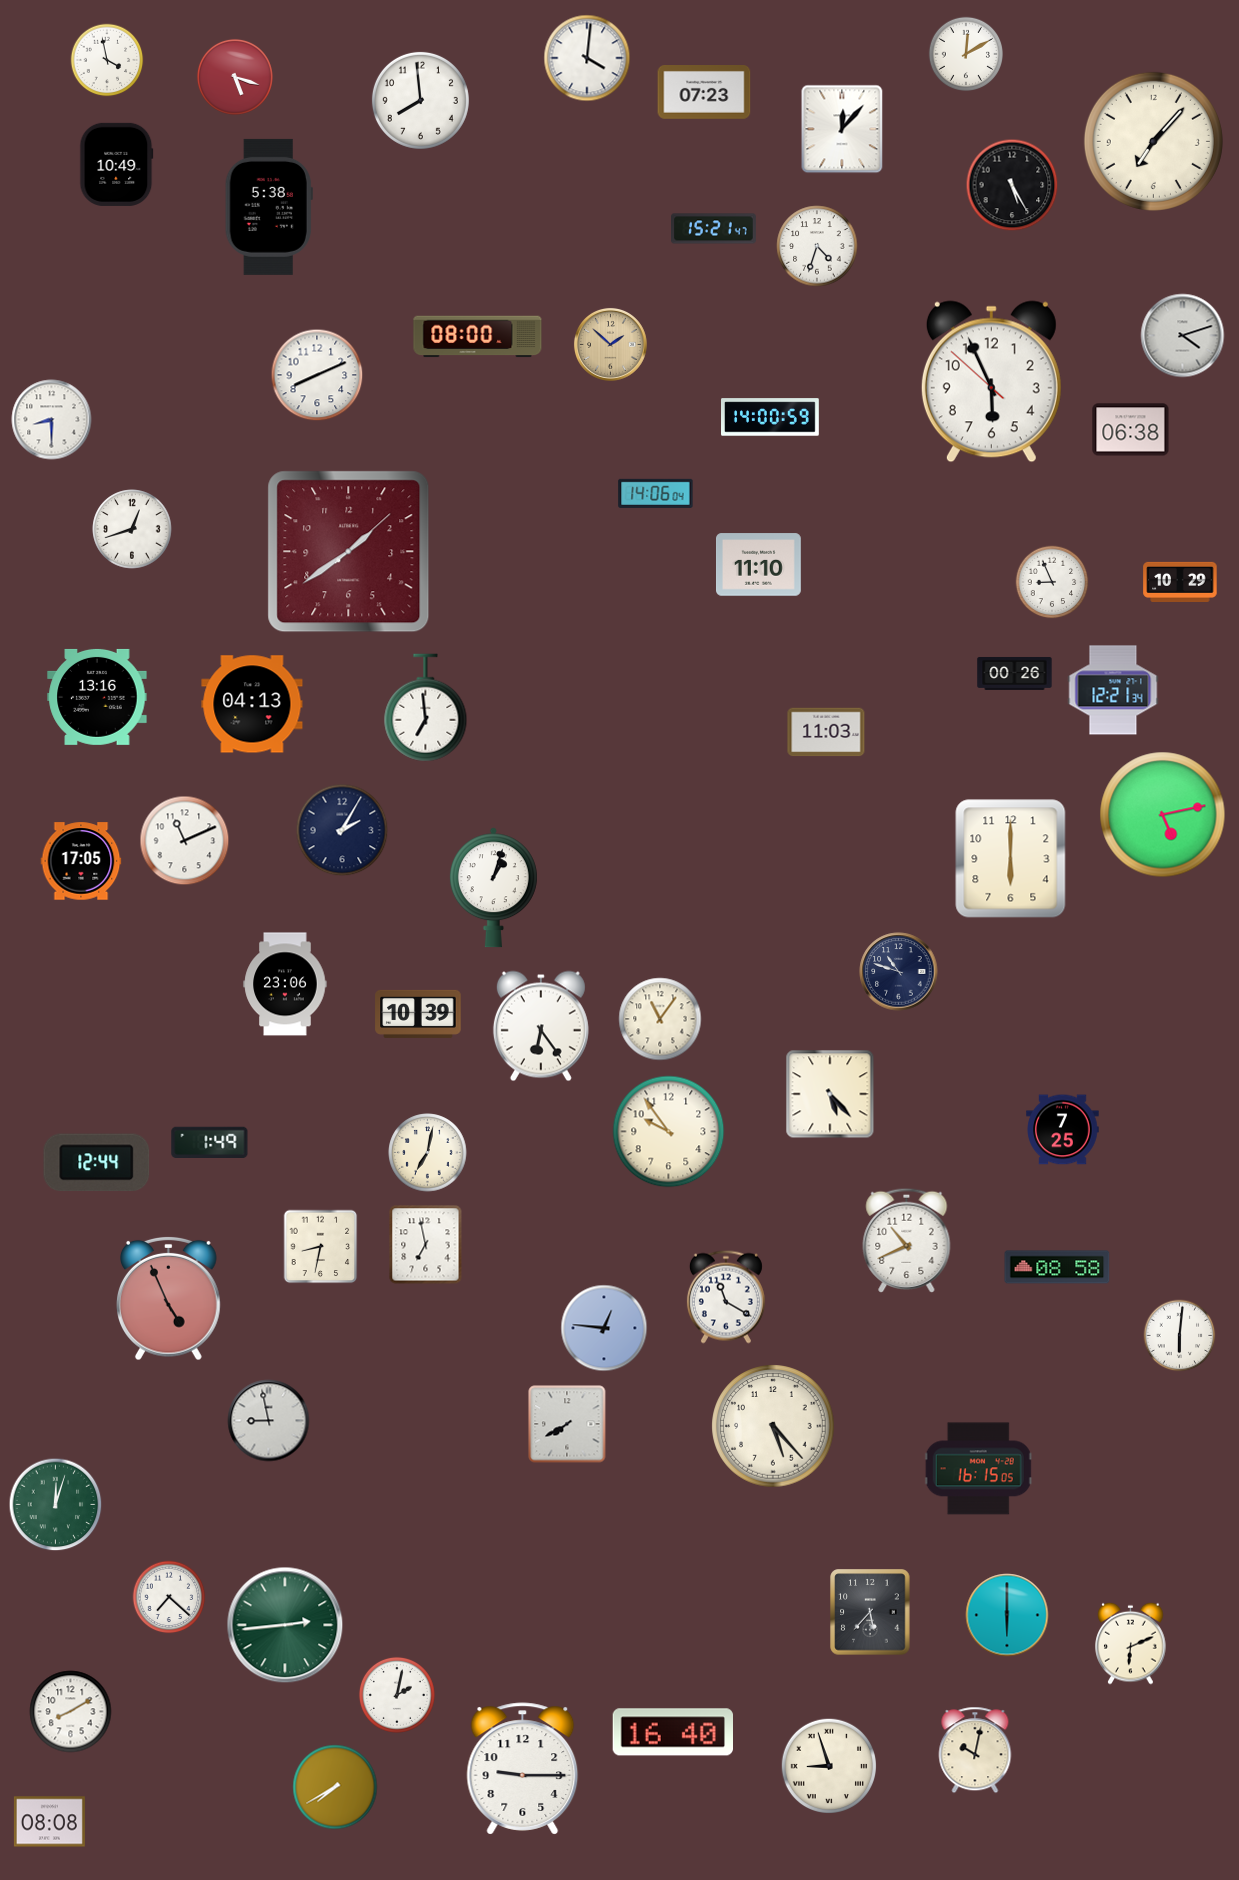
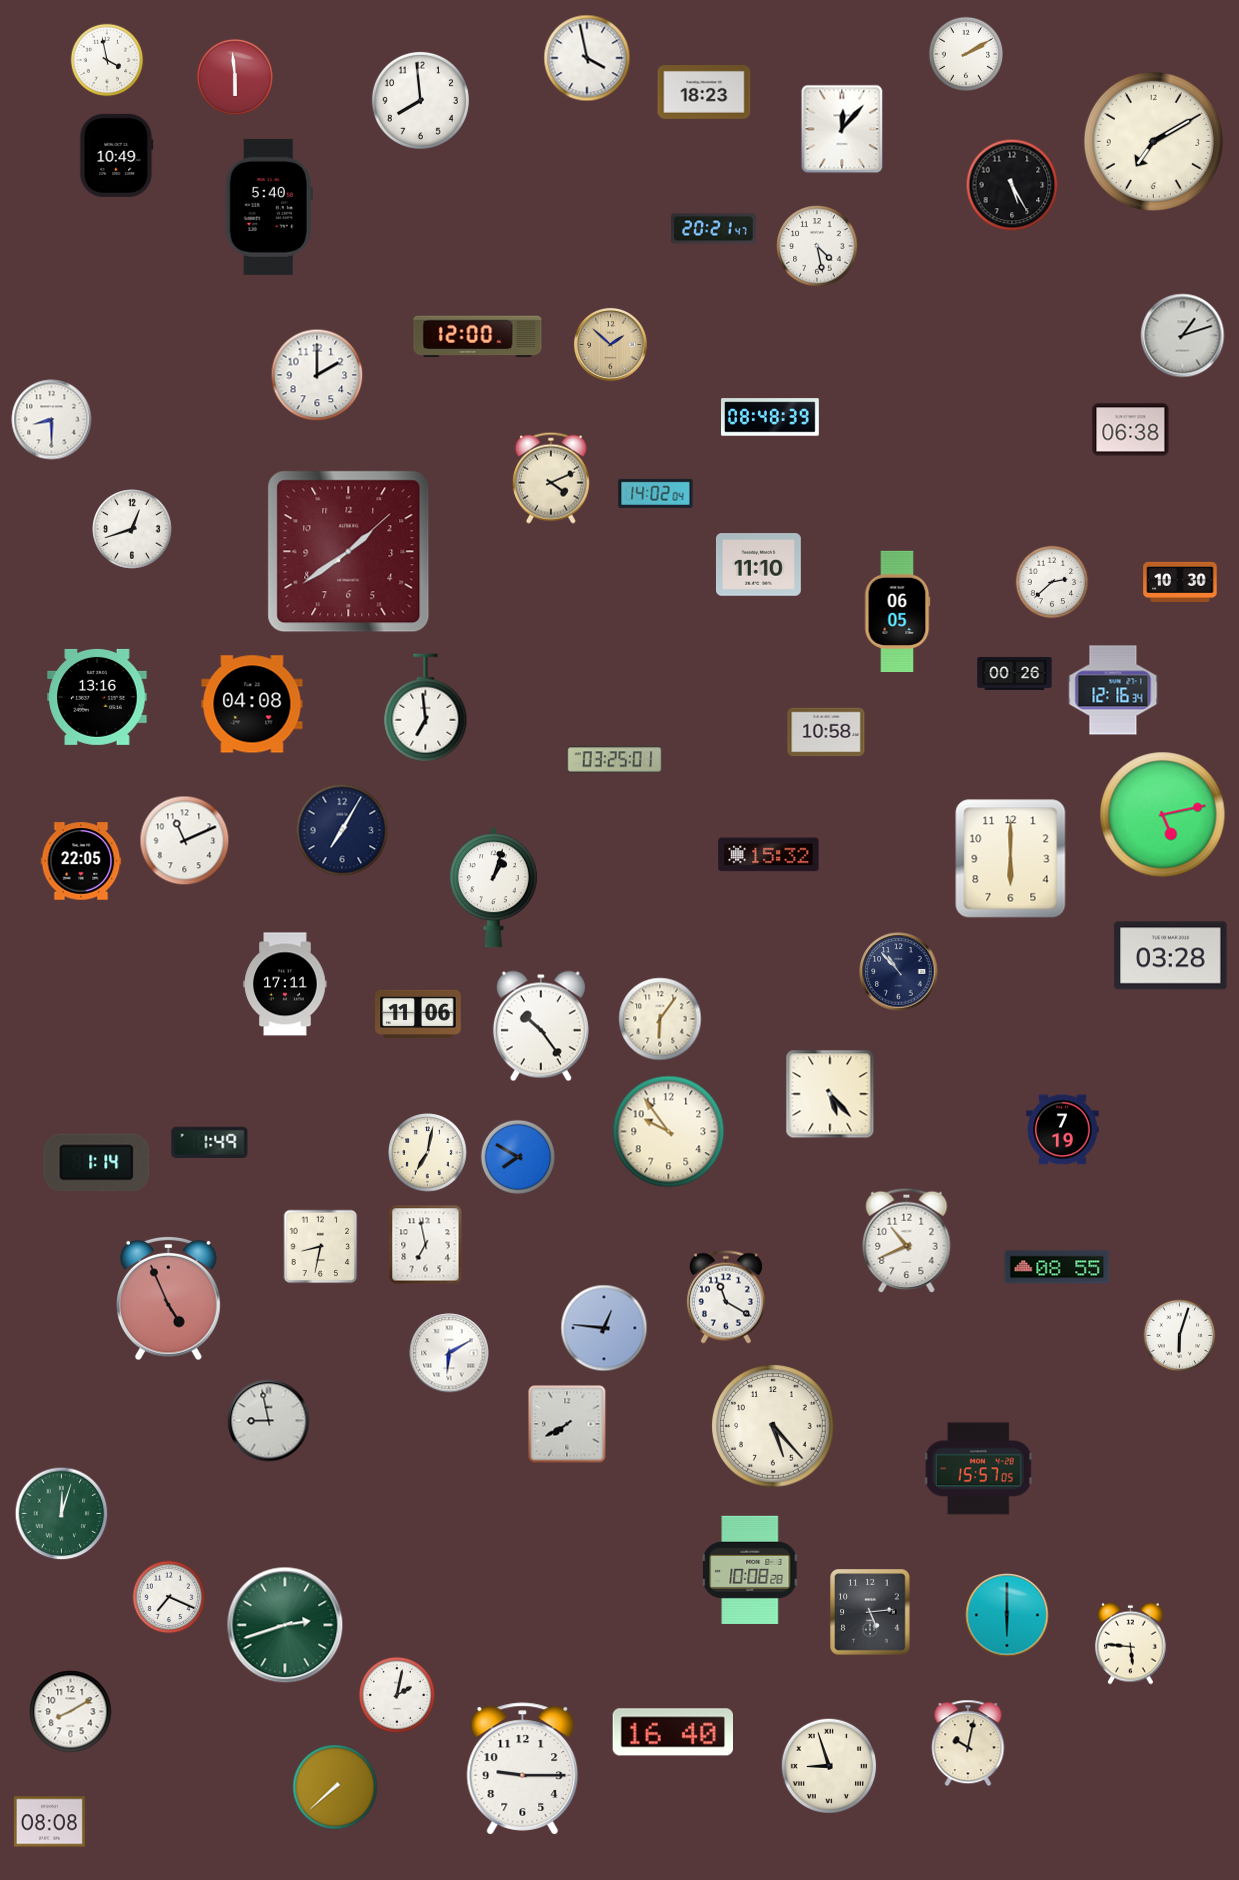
clock at (965, 53): 12:10 -> 2:10
clock at (587, 58): 4:01 -> 3:58
clock at (235, 77): 5:18 -> 5:59
clock at (704, 93): 07:23 -> 18:23
clock at (1153, 141): 7:07 -> 7:10
clock at (117, 164) position: (117, 164) -> (117, 155)
clock at (269, 207): 5:38 -> 5:40
clock at (714, 229): 15:21 -> 20:21
clock at (817, 246): 4:33 -> 4:28
clock at (1183, 336): 4:12 -> 1:12
clock at (478, 337): 08:00 -> 12:00
clock at (317, 375): 8:11 -> 2:00
clock at (991, 382): 5:55 -> none
clock at (771, 417): 14:00 -> 08:48
clock at (551, 478): none -> 4:11
clock at (656, 493): 14:06 -> 14:02
clock at (1052, 582): 8:56 -> 2:38
clock at (1180, 582): 10:29 -> 10:30
clock at (897, 611): none -> 06:05
clock at (1113, 690): 12:21 -> 12:16
clock at (252, 704): 04:13 -> 04:08
clock at (826, 732): 11:03 -> 10:58
clock at (615, 760): none -> 03:25
clock at (342, 830): 2:05 -> 7:05
clock at (769, 855): none -> 15:32
clock at (81, 861): 17:05 -> 22:05
clock at (1171, 956): none -> 03:28
clock at (899, 972): 10:48 -> 10:53
clock at (285, 984): 23:06 -> 17:11
clock at (418, 1014): 10:39 -> 11:06
clock at (660, 1019): 11:06 -> 6:06
clock at (541, 1026): 6:24 -> 10:24
clock at (1063, 1130): 7:25 -> 7:19
clock at (517, 1156): none -> 7:50
clock at (97, 1163): 12:44 -> 1:14
clock at (1057, 1267): 08:58 -> 08:55
clock at (1180, 1336): 6:01 -> 6:03
clock at (449, 1353): none -> 6:10
clock at (978, 1469): 16:15 -> 15:57
clock at (56, 1505) position: (56, 1505) -> (62, 1514)
clock at (751, 1569): none -> 10:08
clock at (169, 1597): 7:22 -> 7:19
clock at (870, 1612): 5:37 -> 5:14
clock at (285, 1625): 2:44 -> 2:42
clock at (1131, 1643): 6:11 -> 5:46
clock at (975, 1750) position: (975, 1750) -> (968, 1743)
clock at (335, 1787): 7:40 -> 7:38
